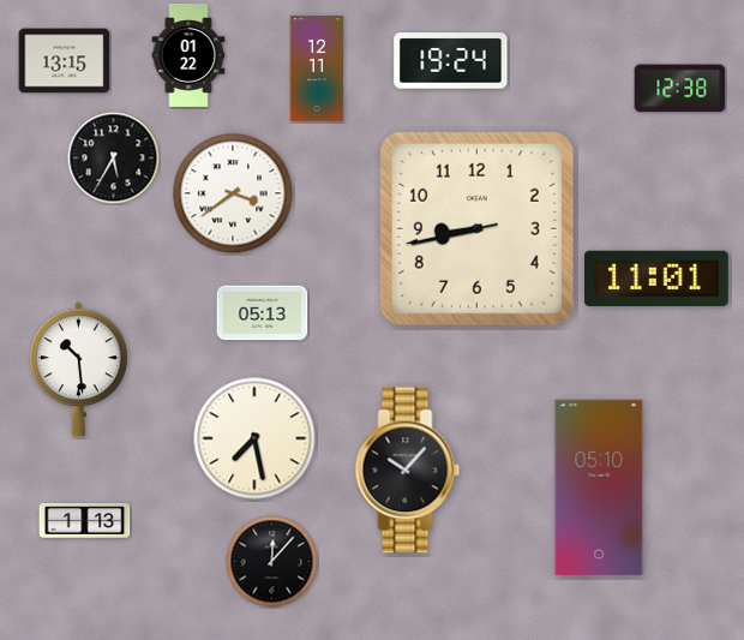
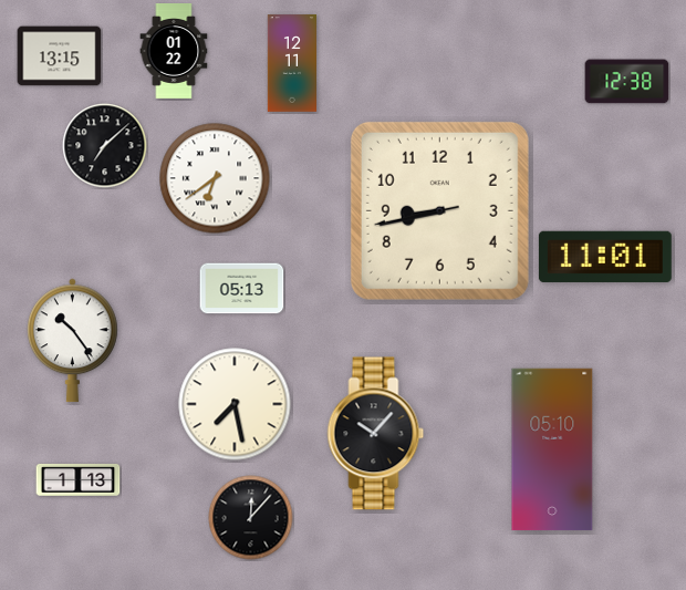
clock at (451, 61): 19:24 -> none
clock at (114, 158): 5:35 -> 7:08
clock at (233, 193): 3:39 -> 6:39
clock at (79, 370): 10:29 -> 10:24
